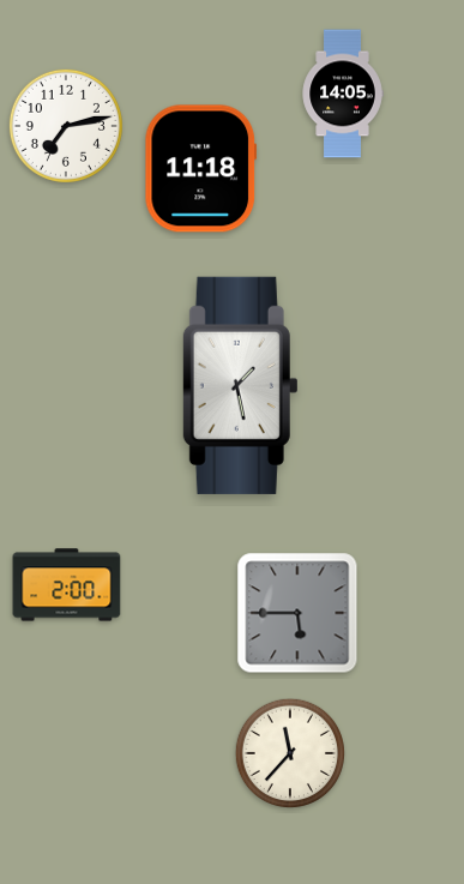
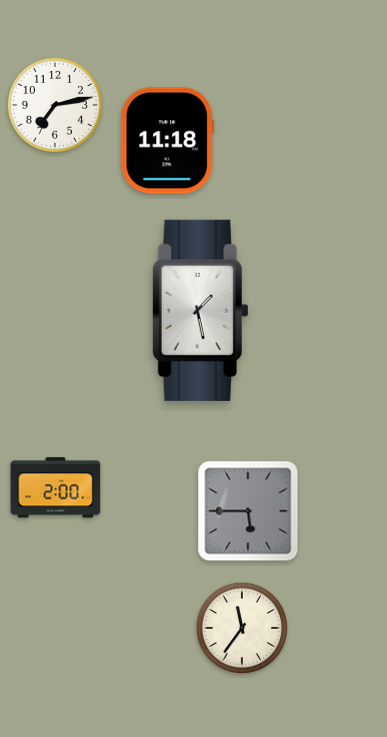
clock at (343, 94): 14:05 -> none
clock at (240, 385) position: (240, 385) -> (200, 310)
clock at (290, 753): 11:37 -> 11:36
